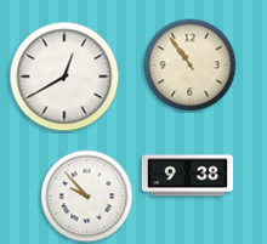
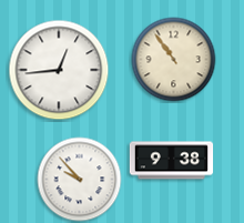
clock at (64, 76): 12:40 -> 12:44
